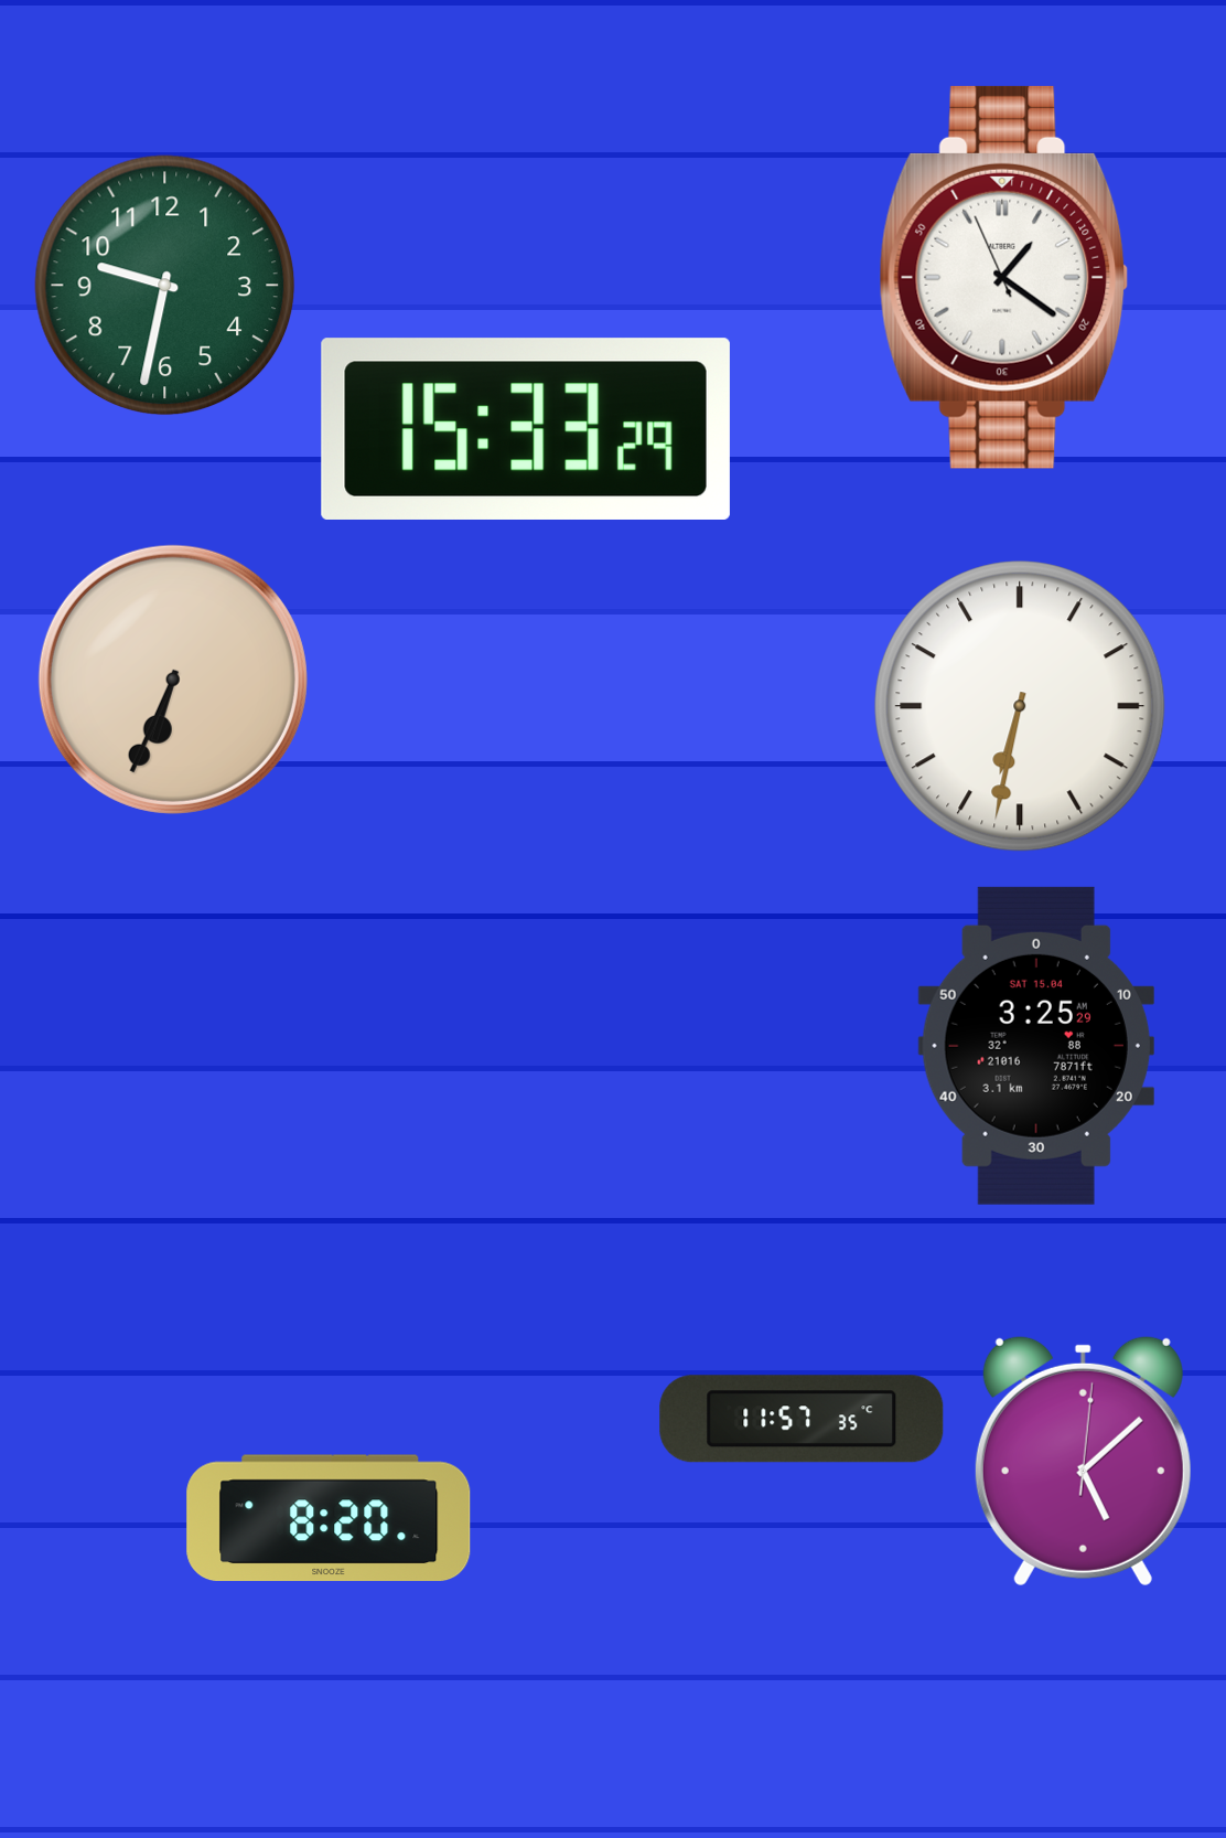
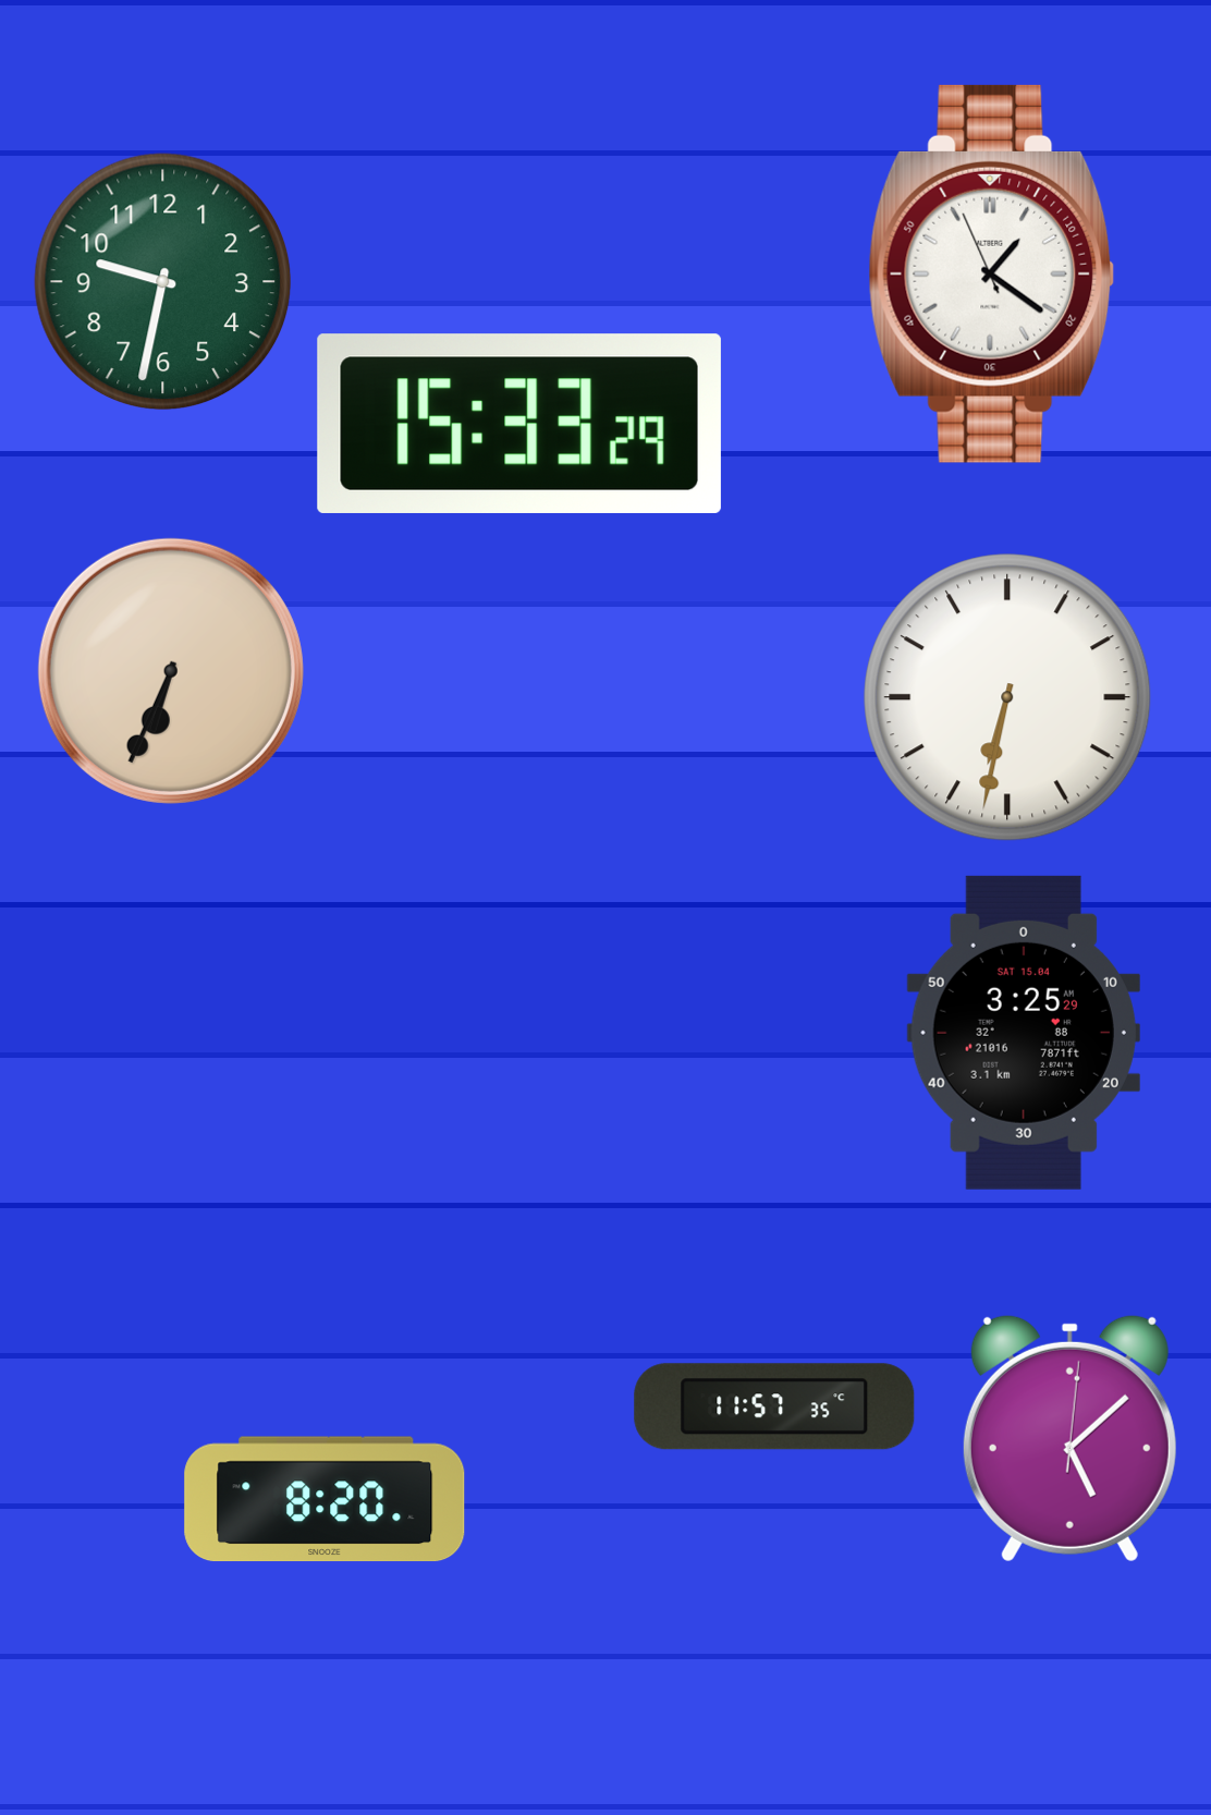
clock at (802, 1419) position: (802, 1419) -> (774, 1406)
clock at (1083, 1461) position: (1083, 1461) -> (1069, 1438)
